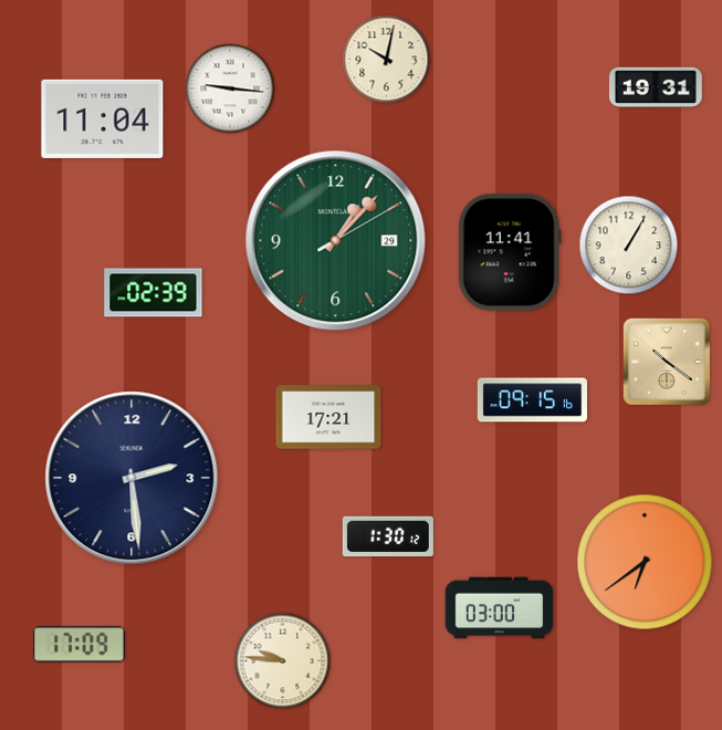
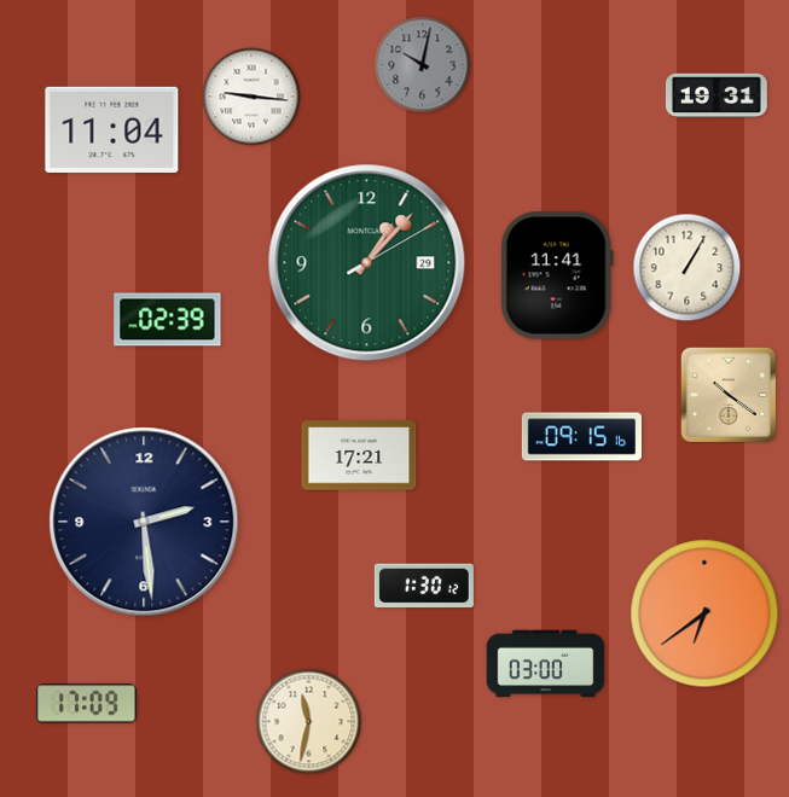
clock at (387, 60) dial: cream -> grey
clock at (283, 661): 9:46 -> 11:32
